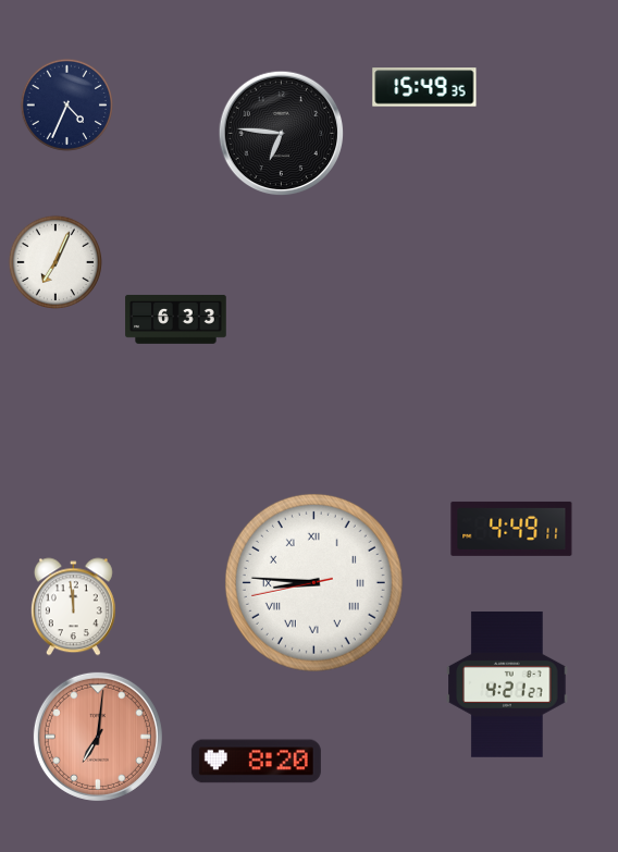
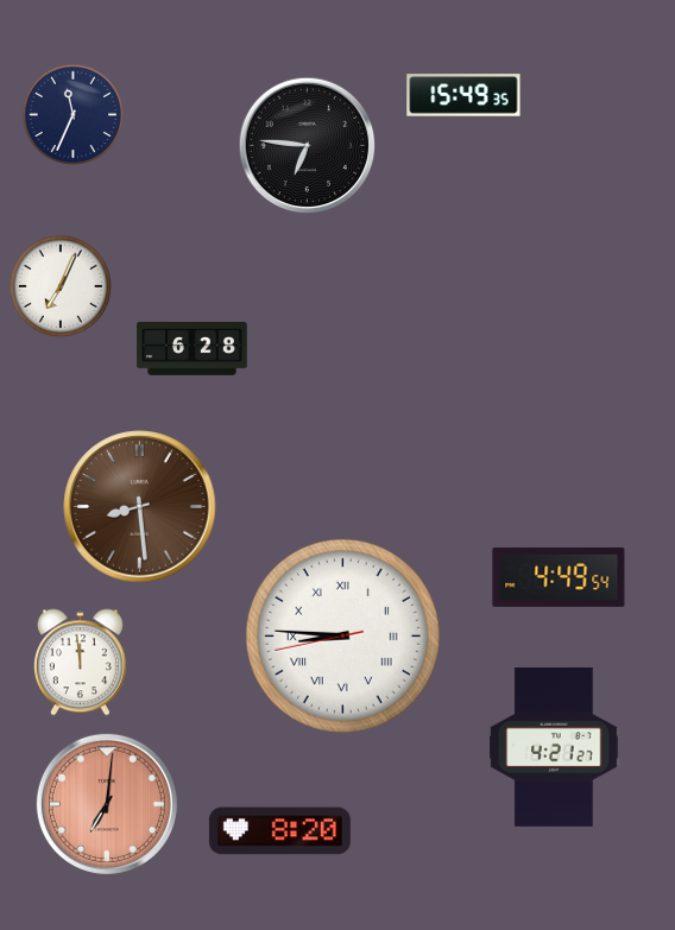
clock at (66, 104): 4:34 -> 11:34
clock at (176, 319): 6:33 -> 6:28
clock at (140, 507): none -> 8:29
clock at (511, 529): 4:49:11 -> 4:49:54
